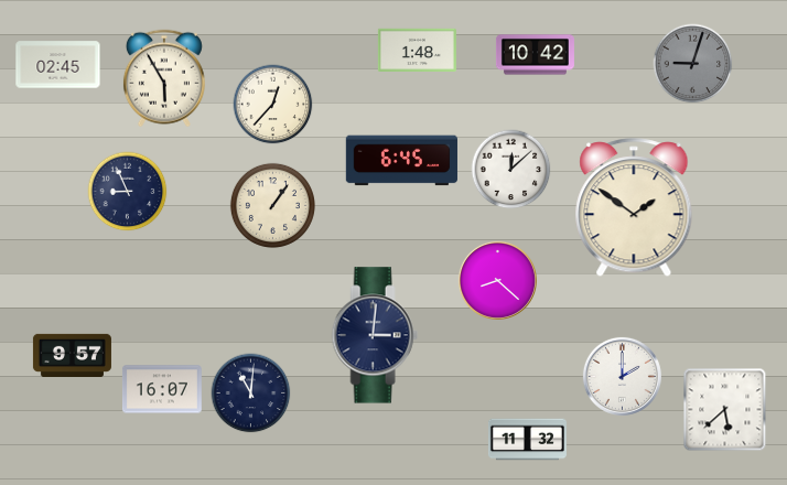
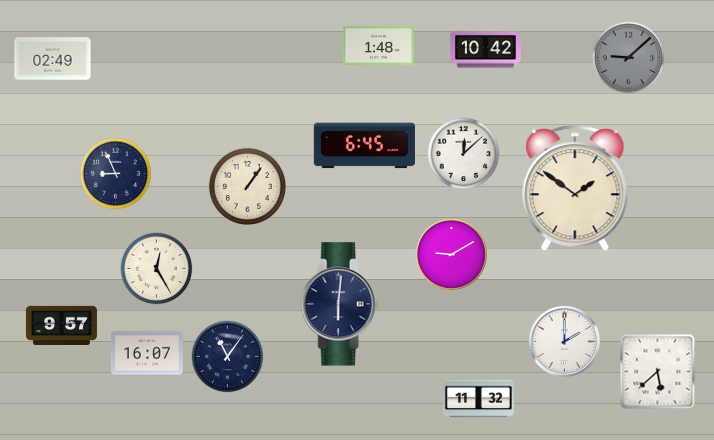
clock at (693, 64): 9:03 -> 9:08
clock at (58, 65): 02:45 -> 02:49
clock at (164, 78): 5:55 -> none
clock at (273, 105): 12:37 -> none
clock at (497, 280): 8:22 -> 9:10
clock at (157, 269): none -> 12:25
clock at (375, 335): 3:01 -> 6:01
clock at (72, 355) position: (72, 355) -> (61, 325)
clock at (251, 394): 11:01 -> 11:06
